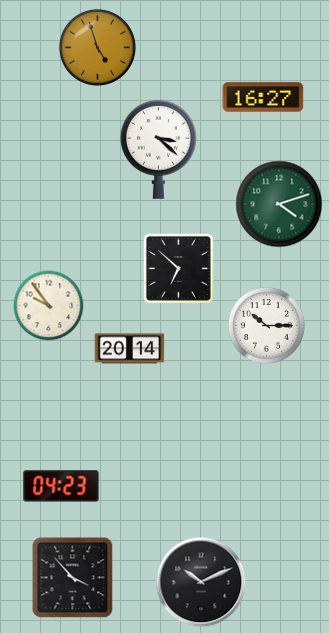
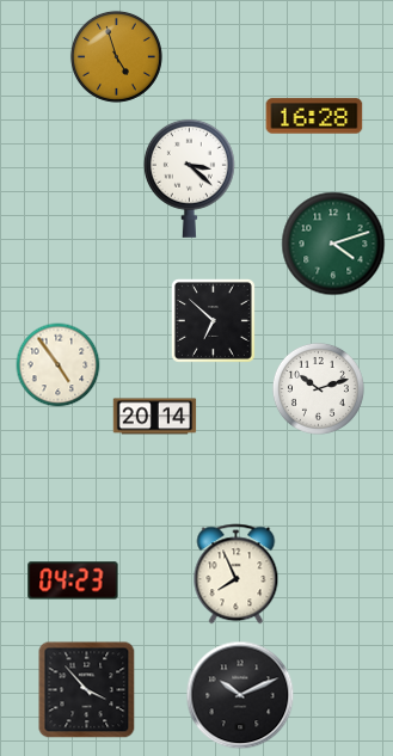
clock at (263, 97): 16:27 -> 16:28
clock at (49, 306): 9:54 -> 4:54
clock at (266, 325): 10:15 -> 10:12
clock at (237, 574): none -> 7:56
